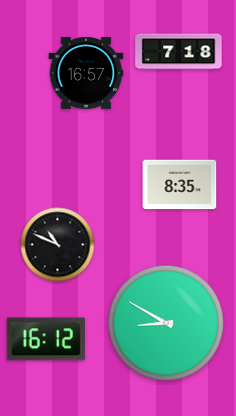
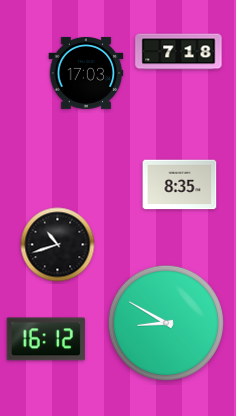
clock at (86, 73): 16:57 -> 17:03
clock at (58, 245): 10:49 -> 10:42
